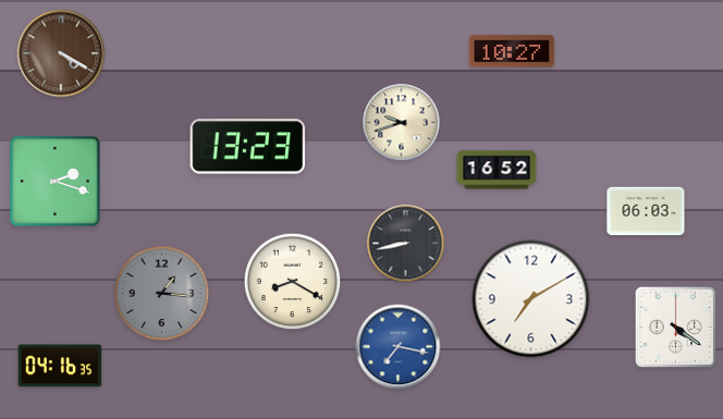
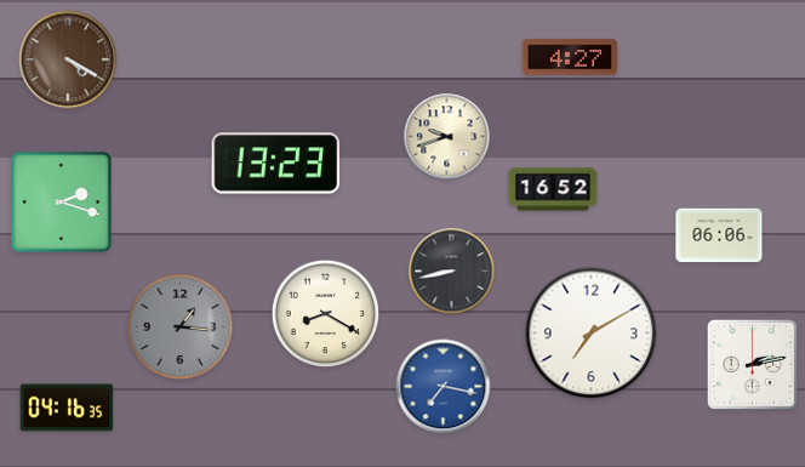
clock at (511, 51): 10:27 -> 4:27
clock at (646, 211): 06:03 -> 06:06
clock at (675, 326): 4:21 -> 2:13
